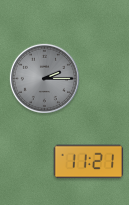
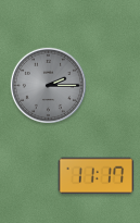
clock at (89, 162): 11:21 -> 11:17
